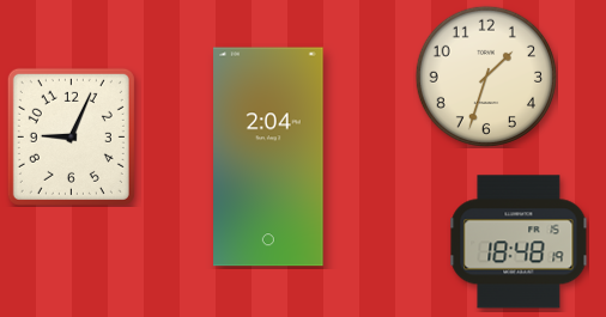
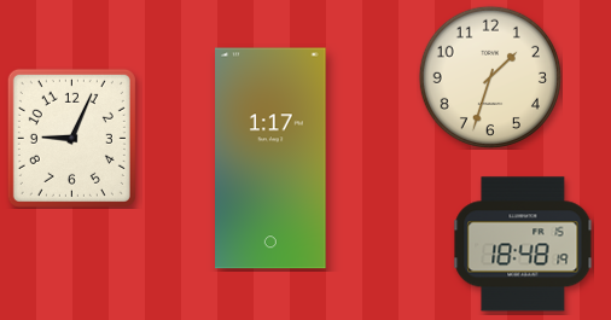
clock at (268, 157): 2:04 -> 1:17
